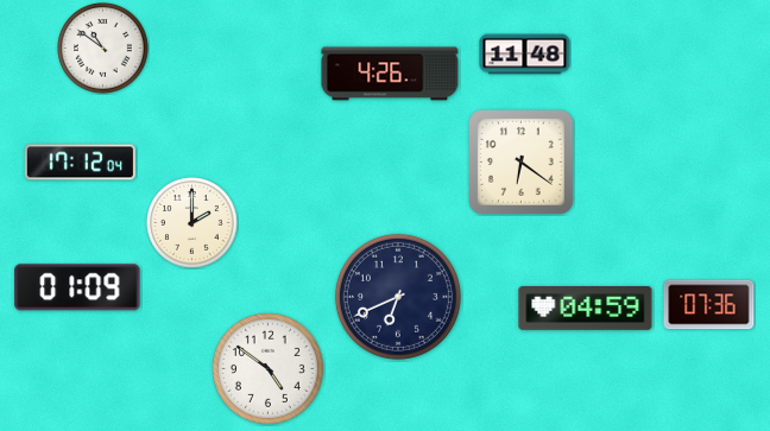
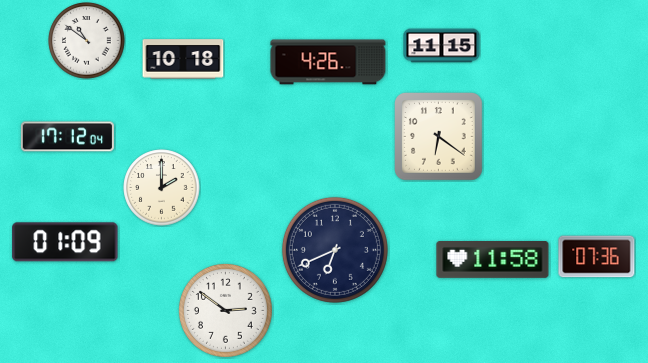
clock at (525, 55): 11:48 -> 11:15
clock at (183, 59): none -> 10:18
clock at (586, 309): 04:59 -> 11:58
clock at (267, 368): 4:51 -> 2:51
